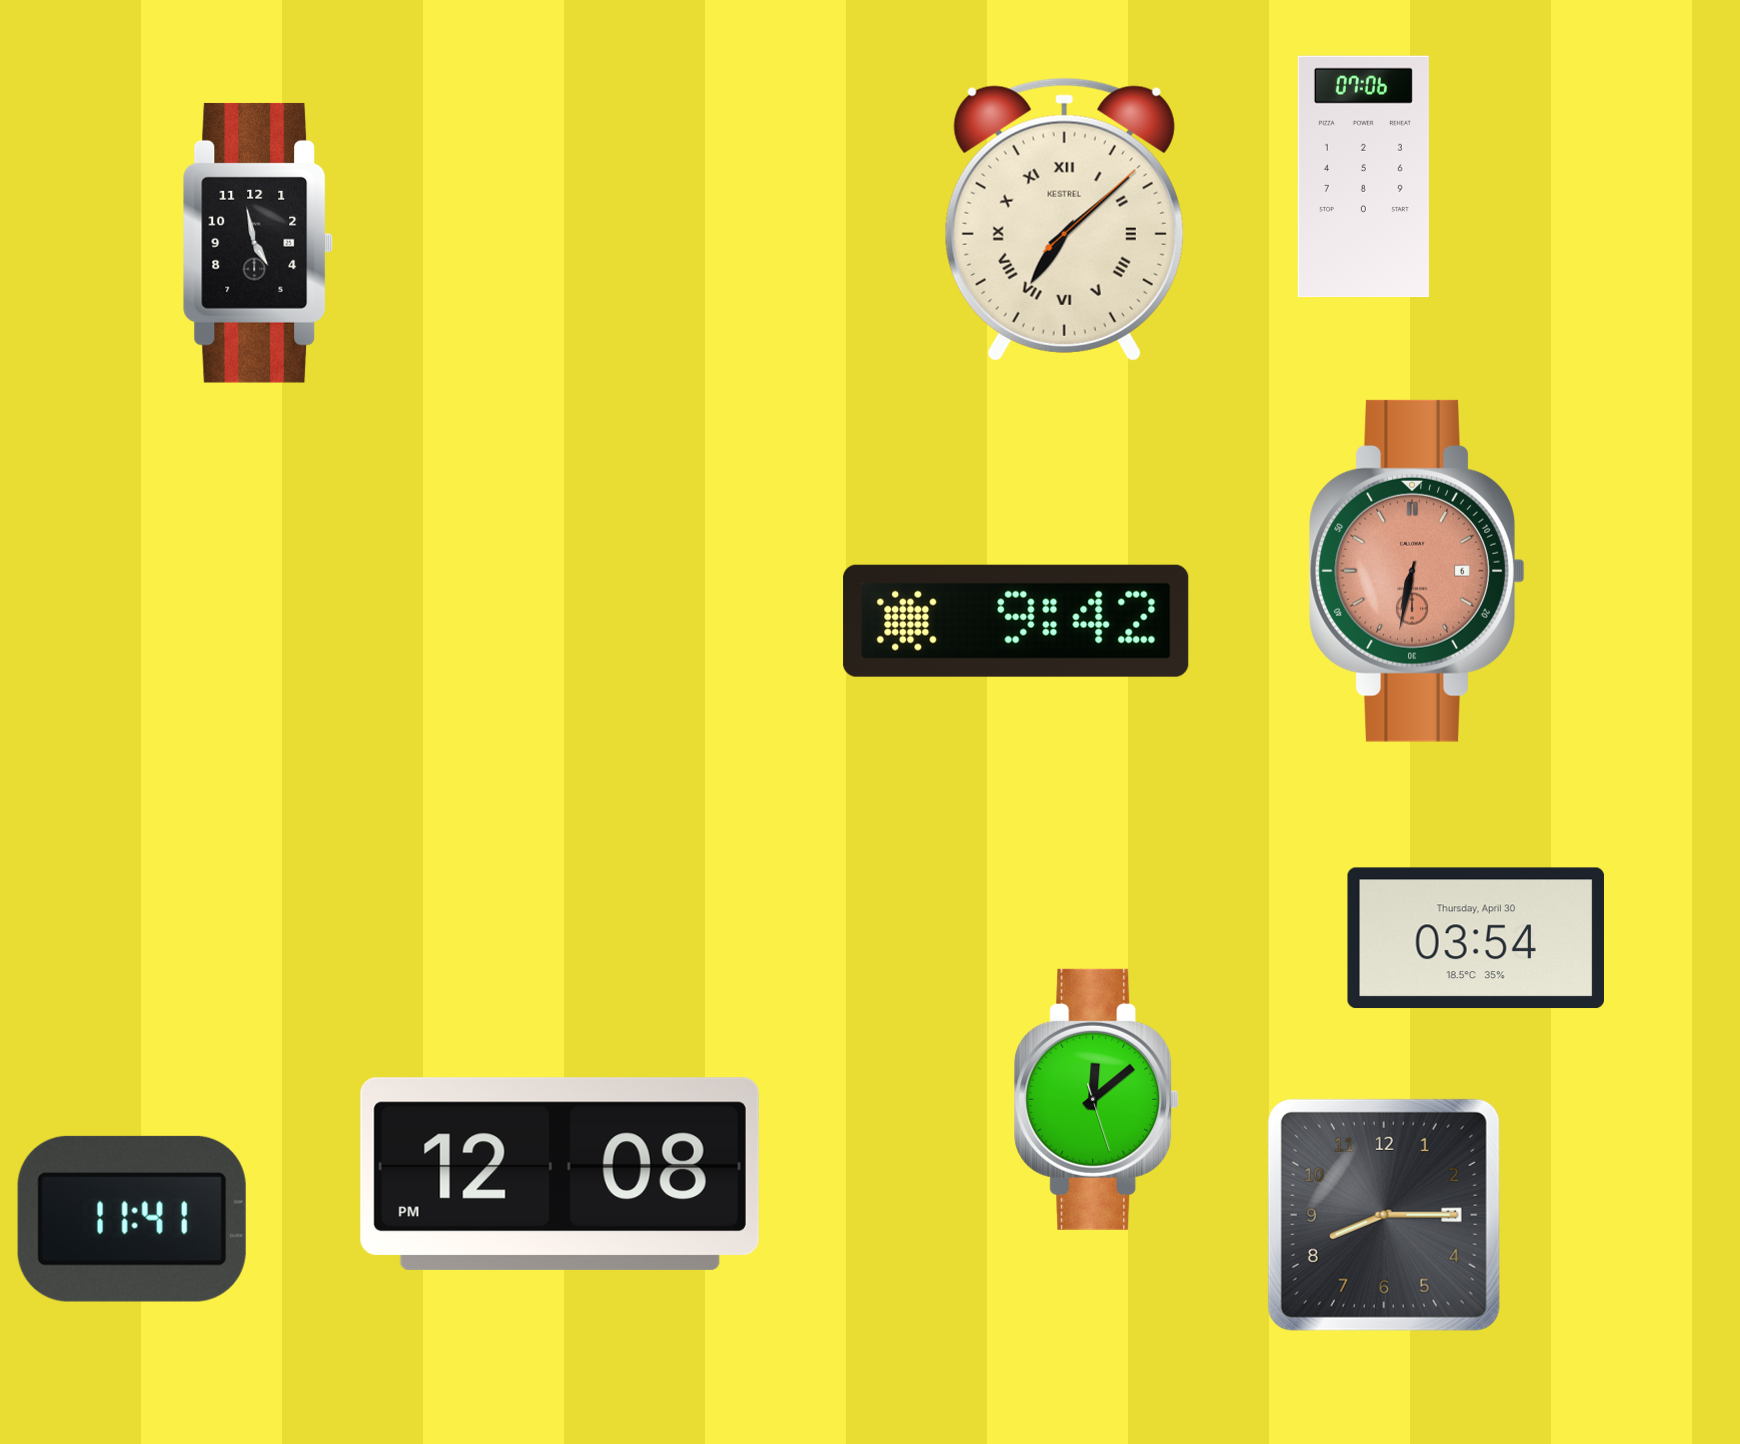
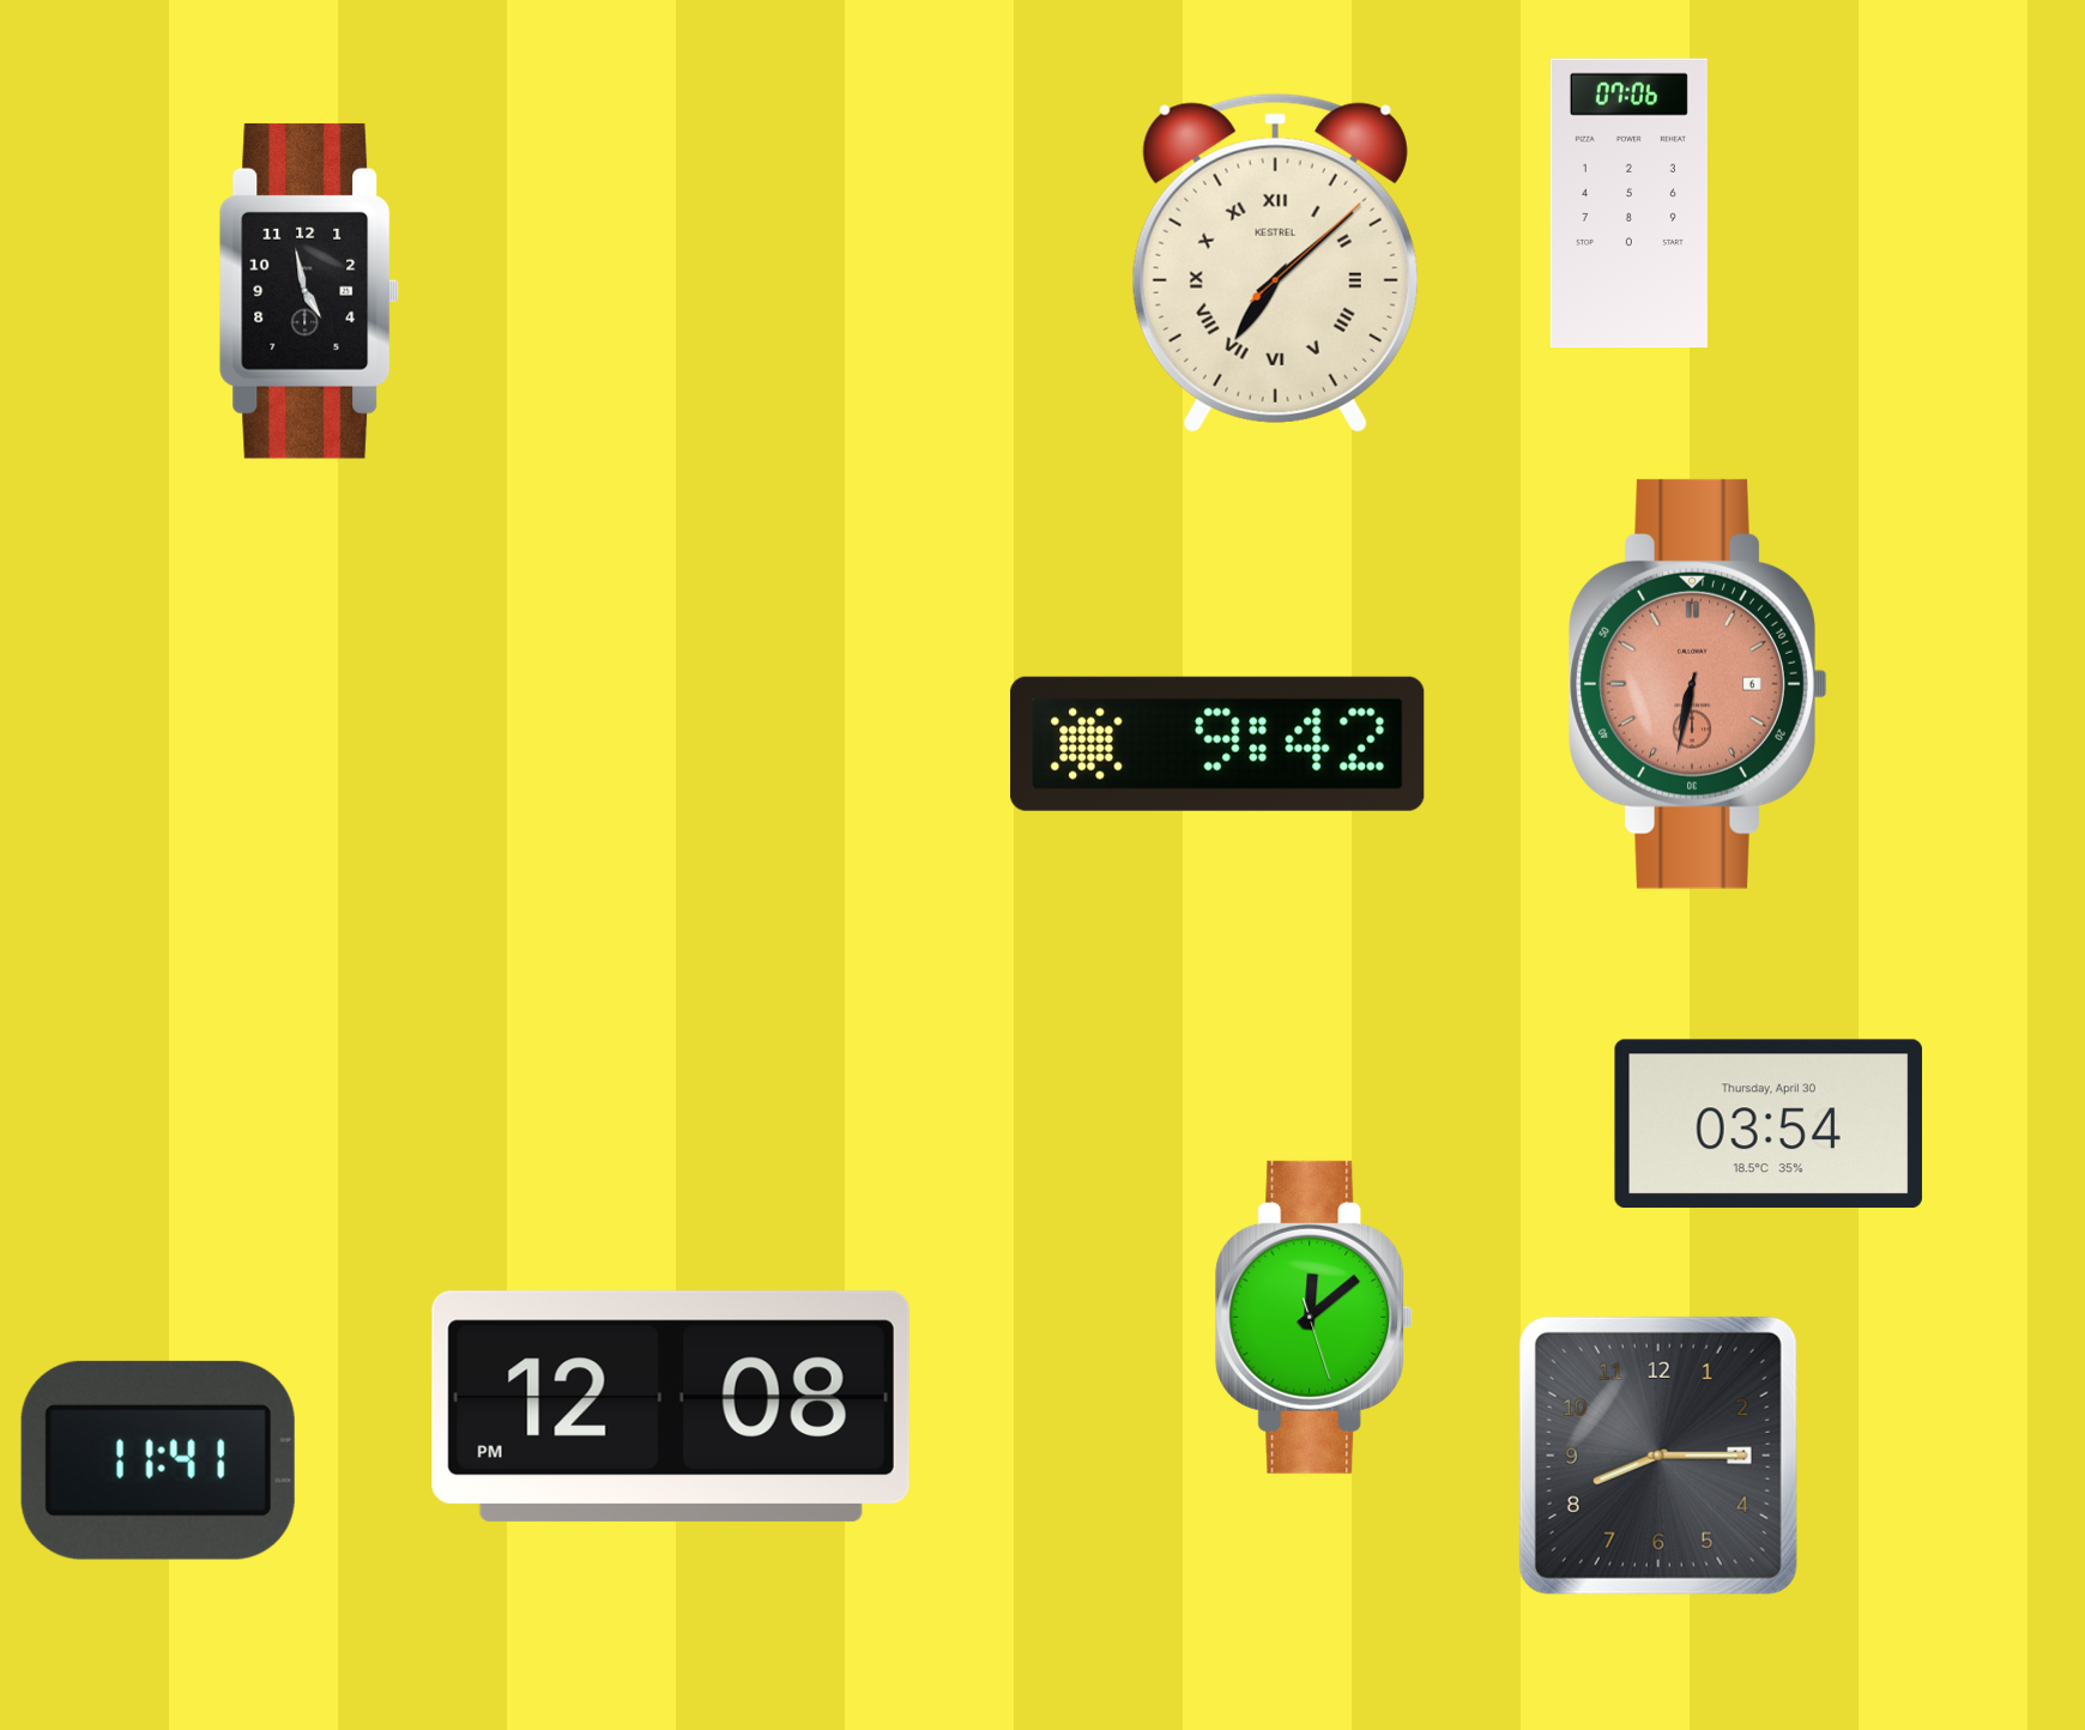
clock at (1363, 177) position: (1363, 177) -> (1628, 204)
